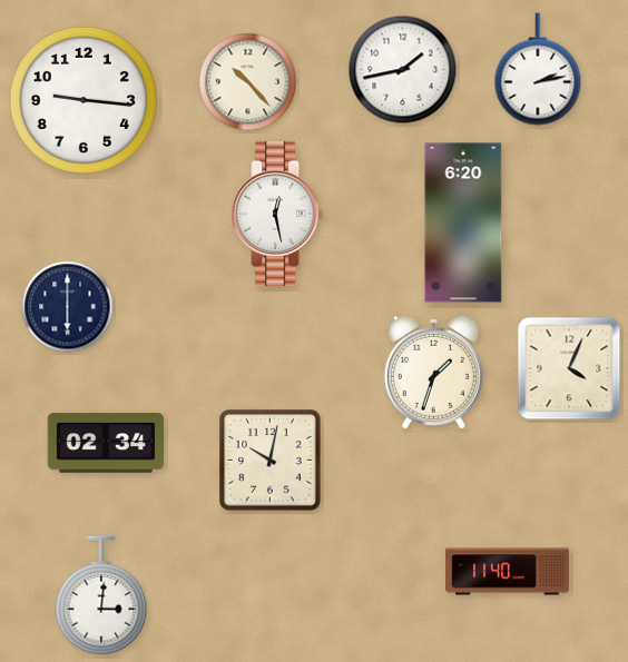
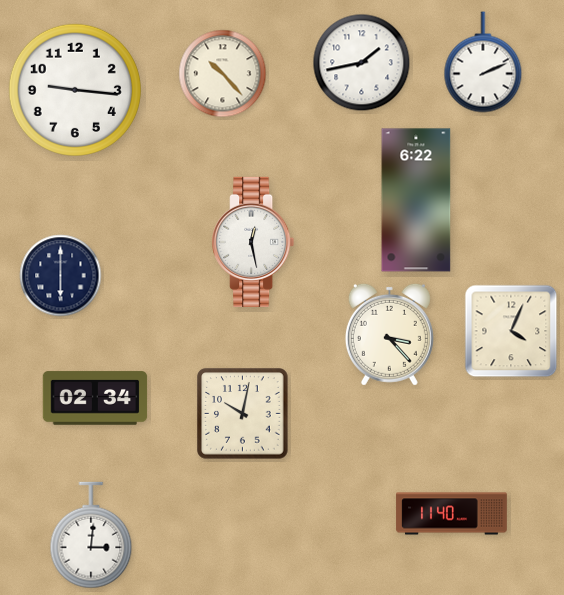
clock at (538, 69): 2:13 -> 2:11
clock at (277, 214) position: (277, 214) -> (253, 242)
clock at (463, 223): 6:20 -> 6:22
clock at (433, 372): 1:33 -> 3:23
clock at (508, 572) position: (508, 572) -> (452, 514)
